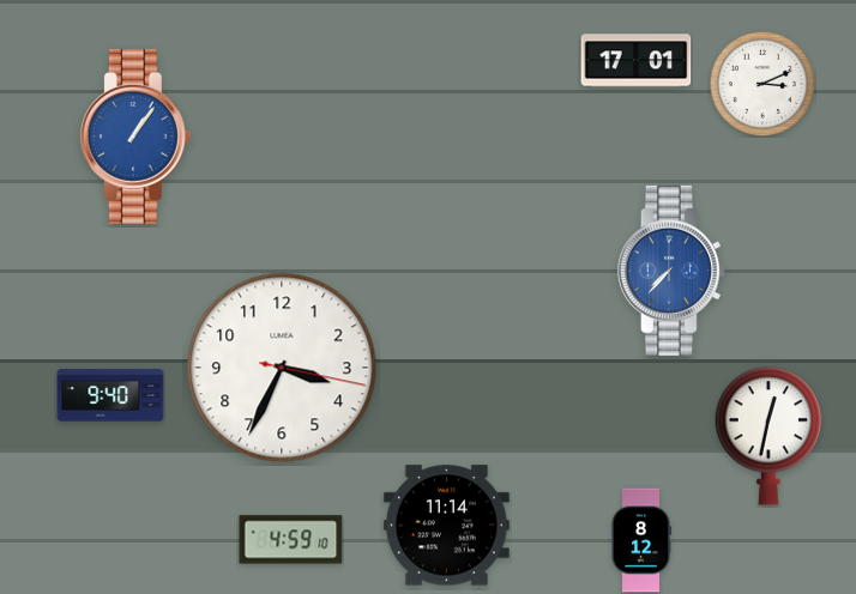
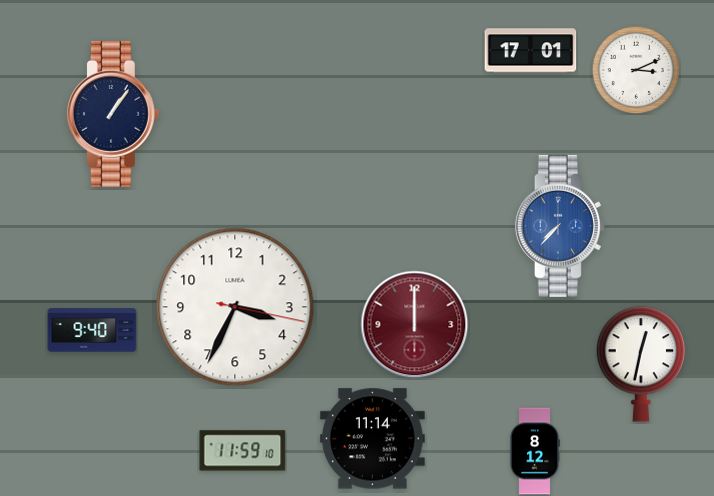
clock at (135, 137) dial: blue -> navy
clock at (415, 325): none -> 12:00
clock at (291, 540): 4:59 -> 11:59
